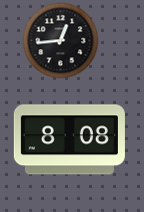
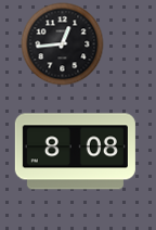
clock at (61, 41) position: (61, 41) -> (63, 44)
